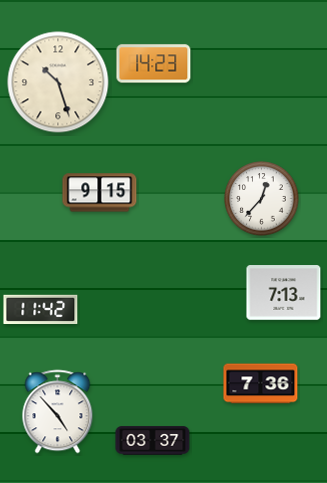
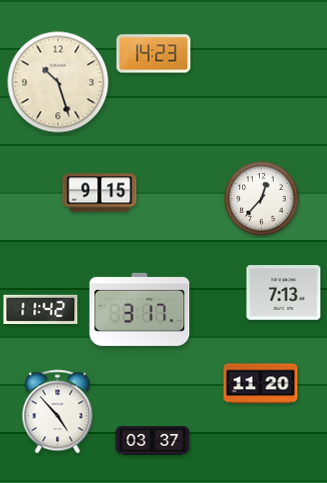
clock at (154, 64) position: (154, 64) -> (154, 54)
clock at (140, 309): none -> 3:17
clock at (261, 384): 7:36 -> 11:20
